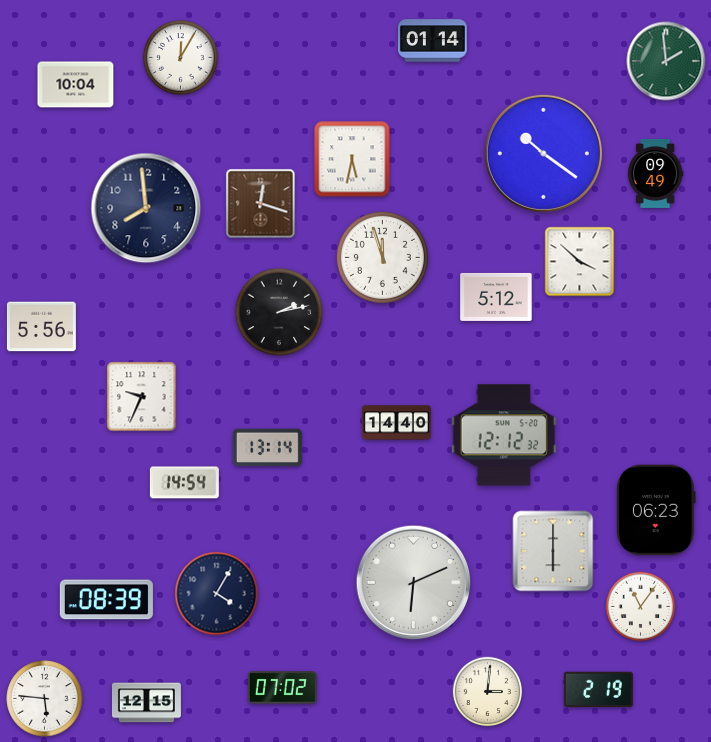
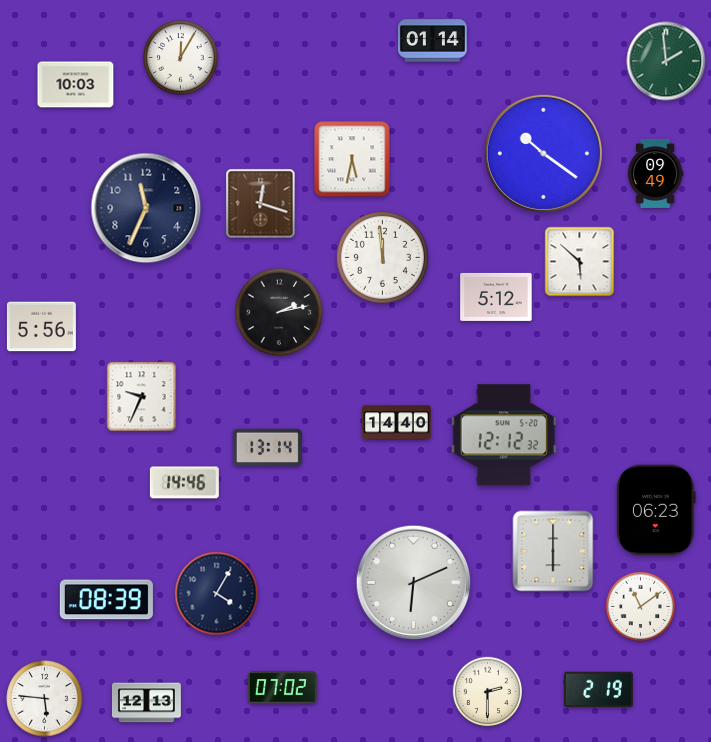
clock at (76, 85): 10:04 -> 10:03
clock at (146, 208): 7:59 -> 11:34
clock at (382, 257): 11:57 -> 11:59
clock at (580, 262): 3:52 -> 5:52
clock at (184, 483): 14:54 -> 14:46
clock at (641, 607): 11:06 -> 11:09
clock at (488, 692): 3:01 -> 2:30
clock at (146, 703): 12:15 -> 12:13
